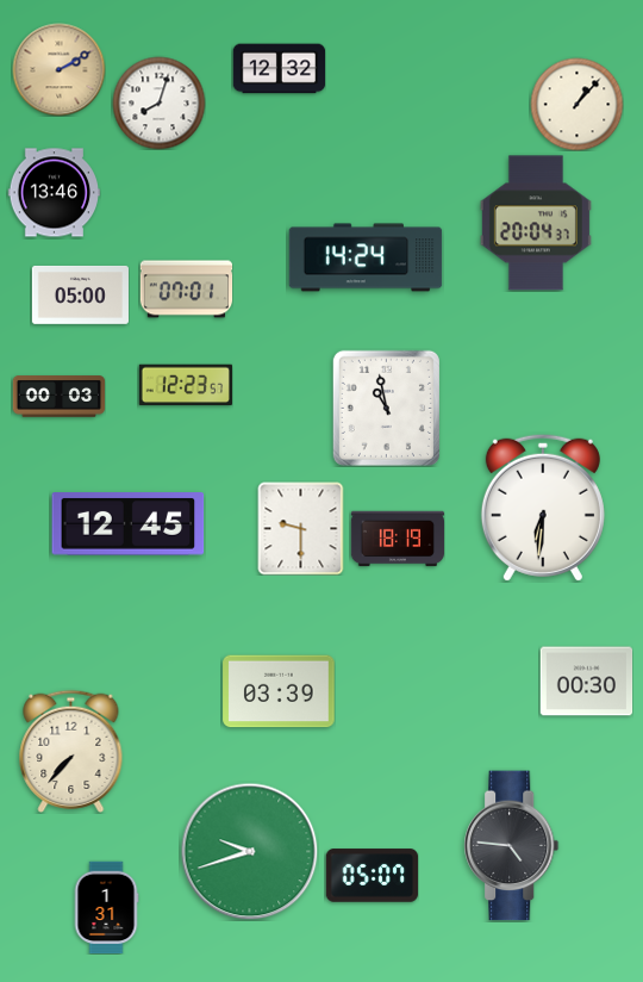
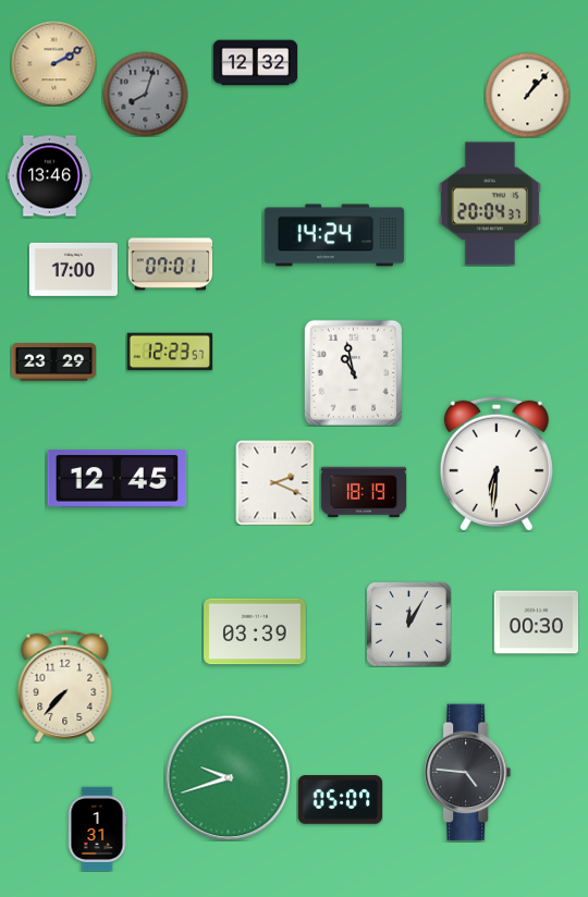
clock at (158, 102) dial: white -> grey
clock at (80, 294): 05:00 -> 17:00
clock at (58, 397): 00:03 -> 23:29
clock at (301, 528): 9:30 -> 2:19
clock at (408, 624): none -> 12:05
